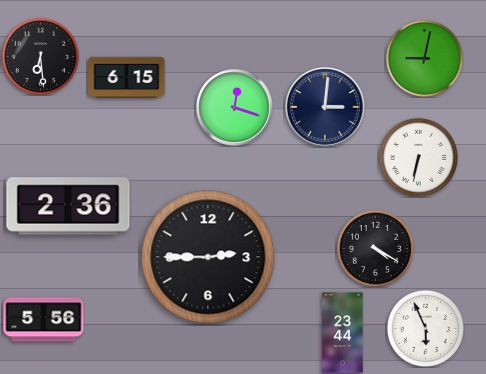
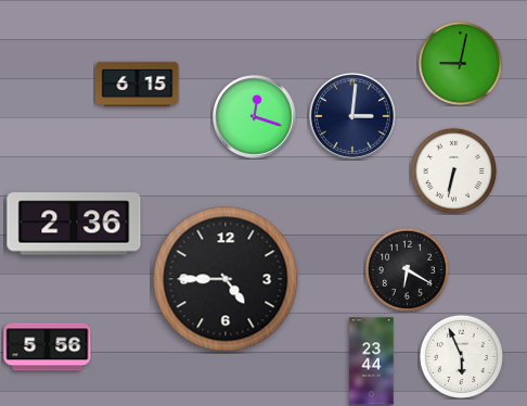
clock at (40, 56): 6:29 -> none
clock at (375, 248): 4:20 -> 6:20
clock at (208, 257): 2:45 -> 4:45
